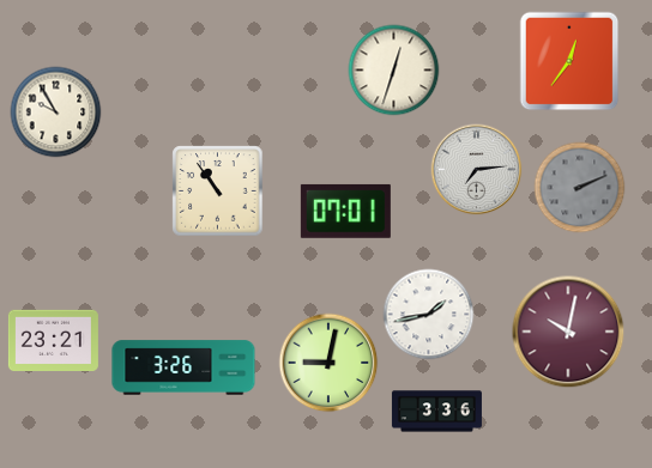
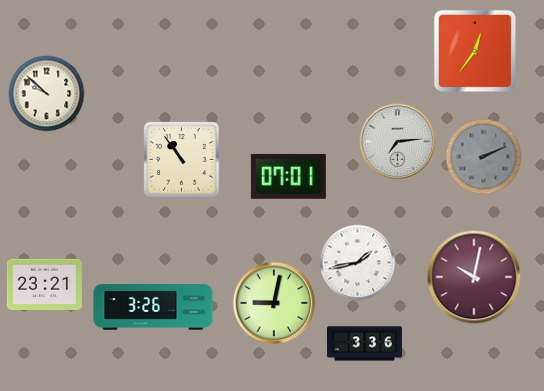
clock at (394, 71): 12:33 -> none
clock at (56, 113): 9:55 -> 9:52
